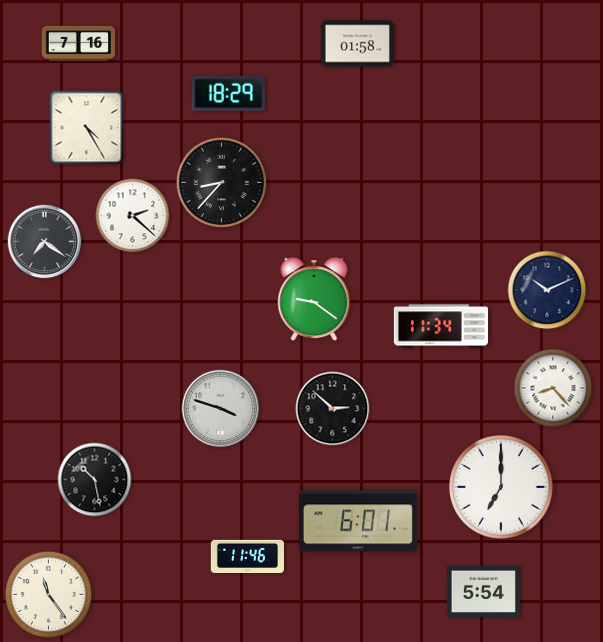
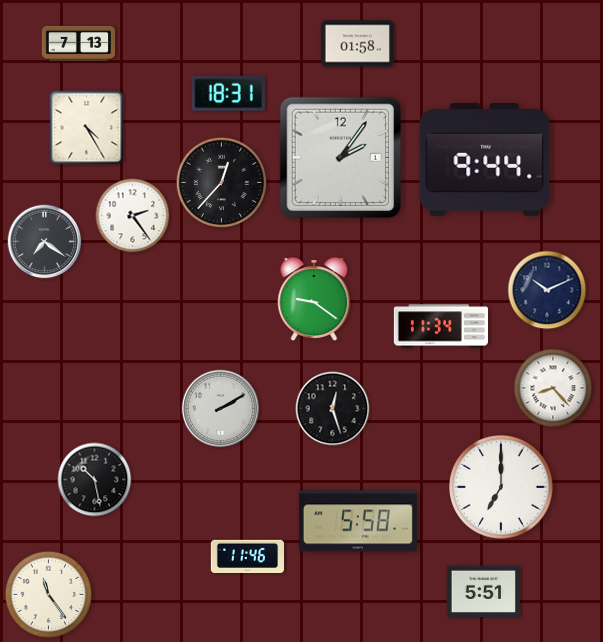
clock at (78, 43): 7:16 -> 7:13
clock at (228, 93): 18:29 -> 18:31
clock at (341, 158): none -> 2:06
clock at (485, 160): none -> 9:44
clock at (221, 182): 8:37 -> 12:37
clock at (133, 216): 2:22 -> 2:24
clock at (221, 409): 3:48 -> 2:10
clock at (333, 409): 2:52 -> 12:27
clock at (358, 521): 6:01 -> 5:58
clock at (483, 591): 5:54 -> 5:51
